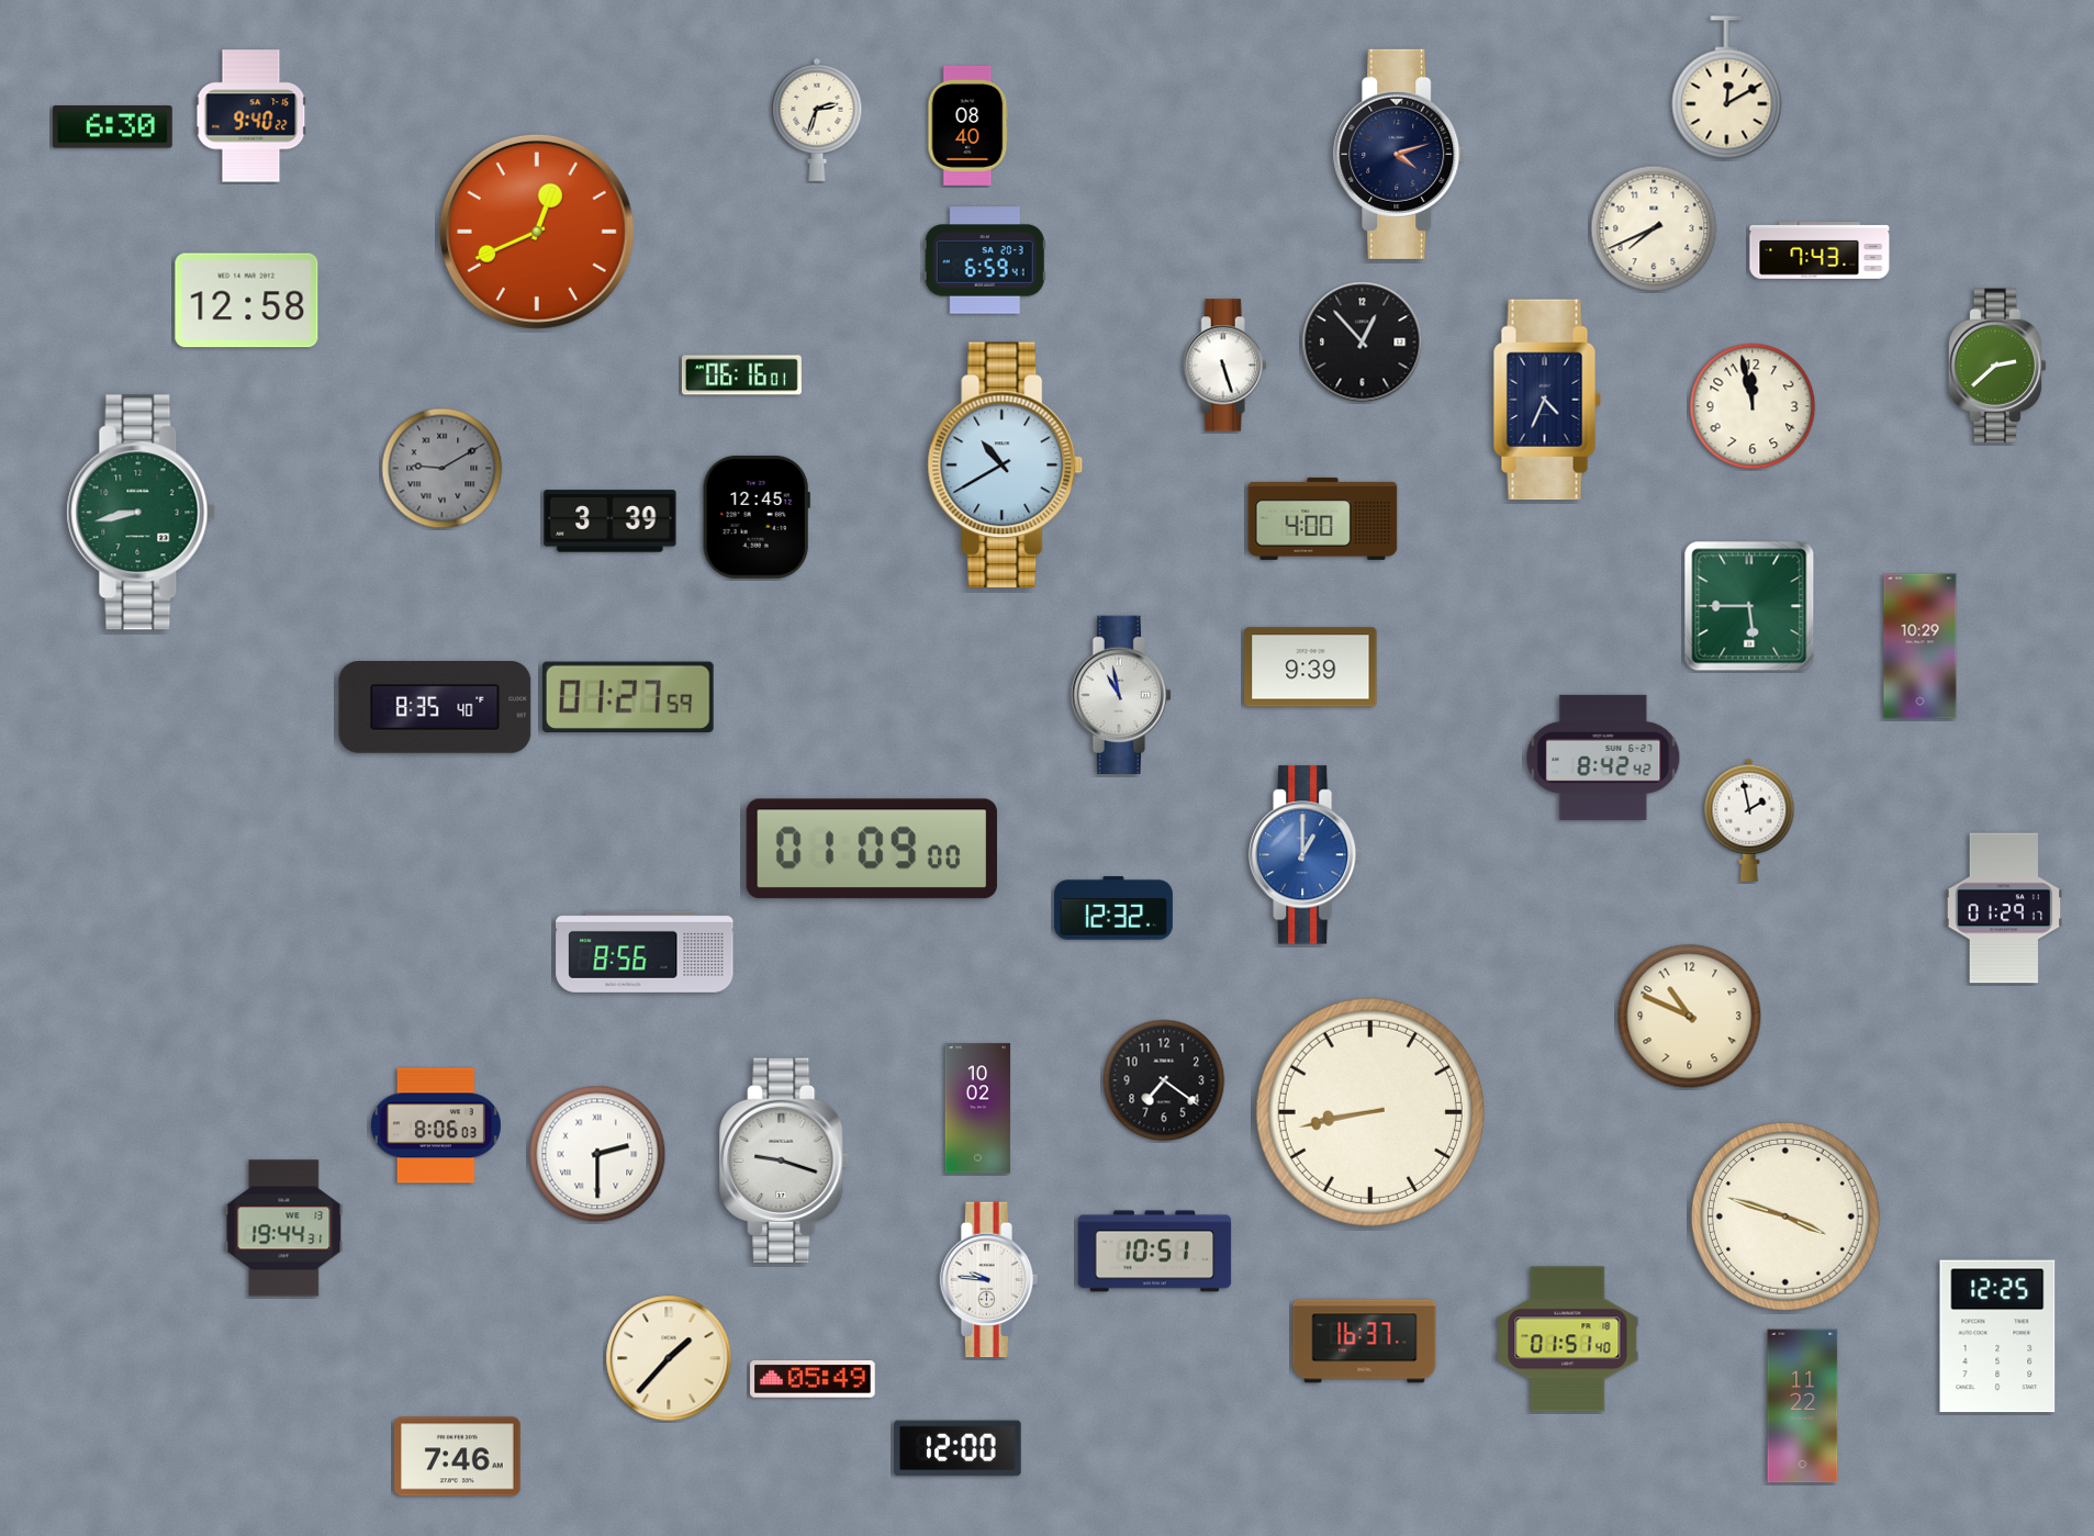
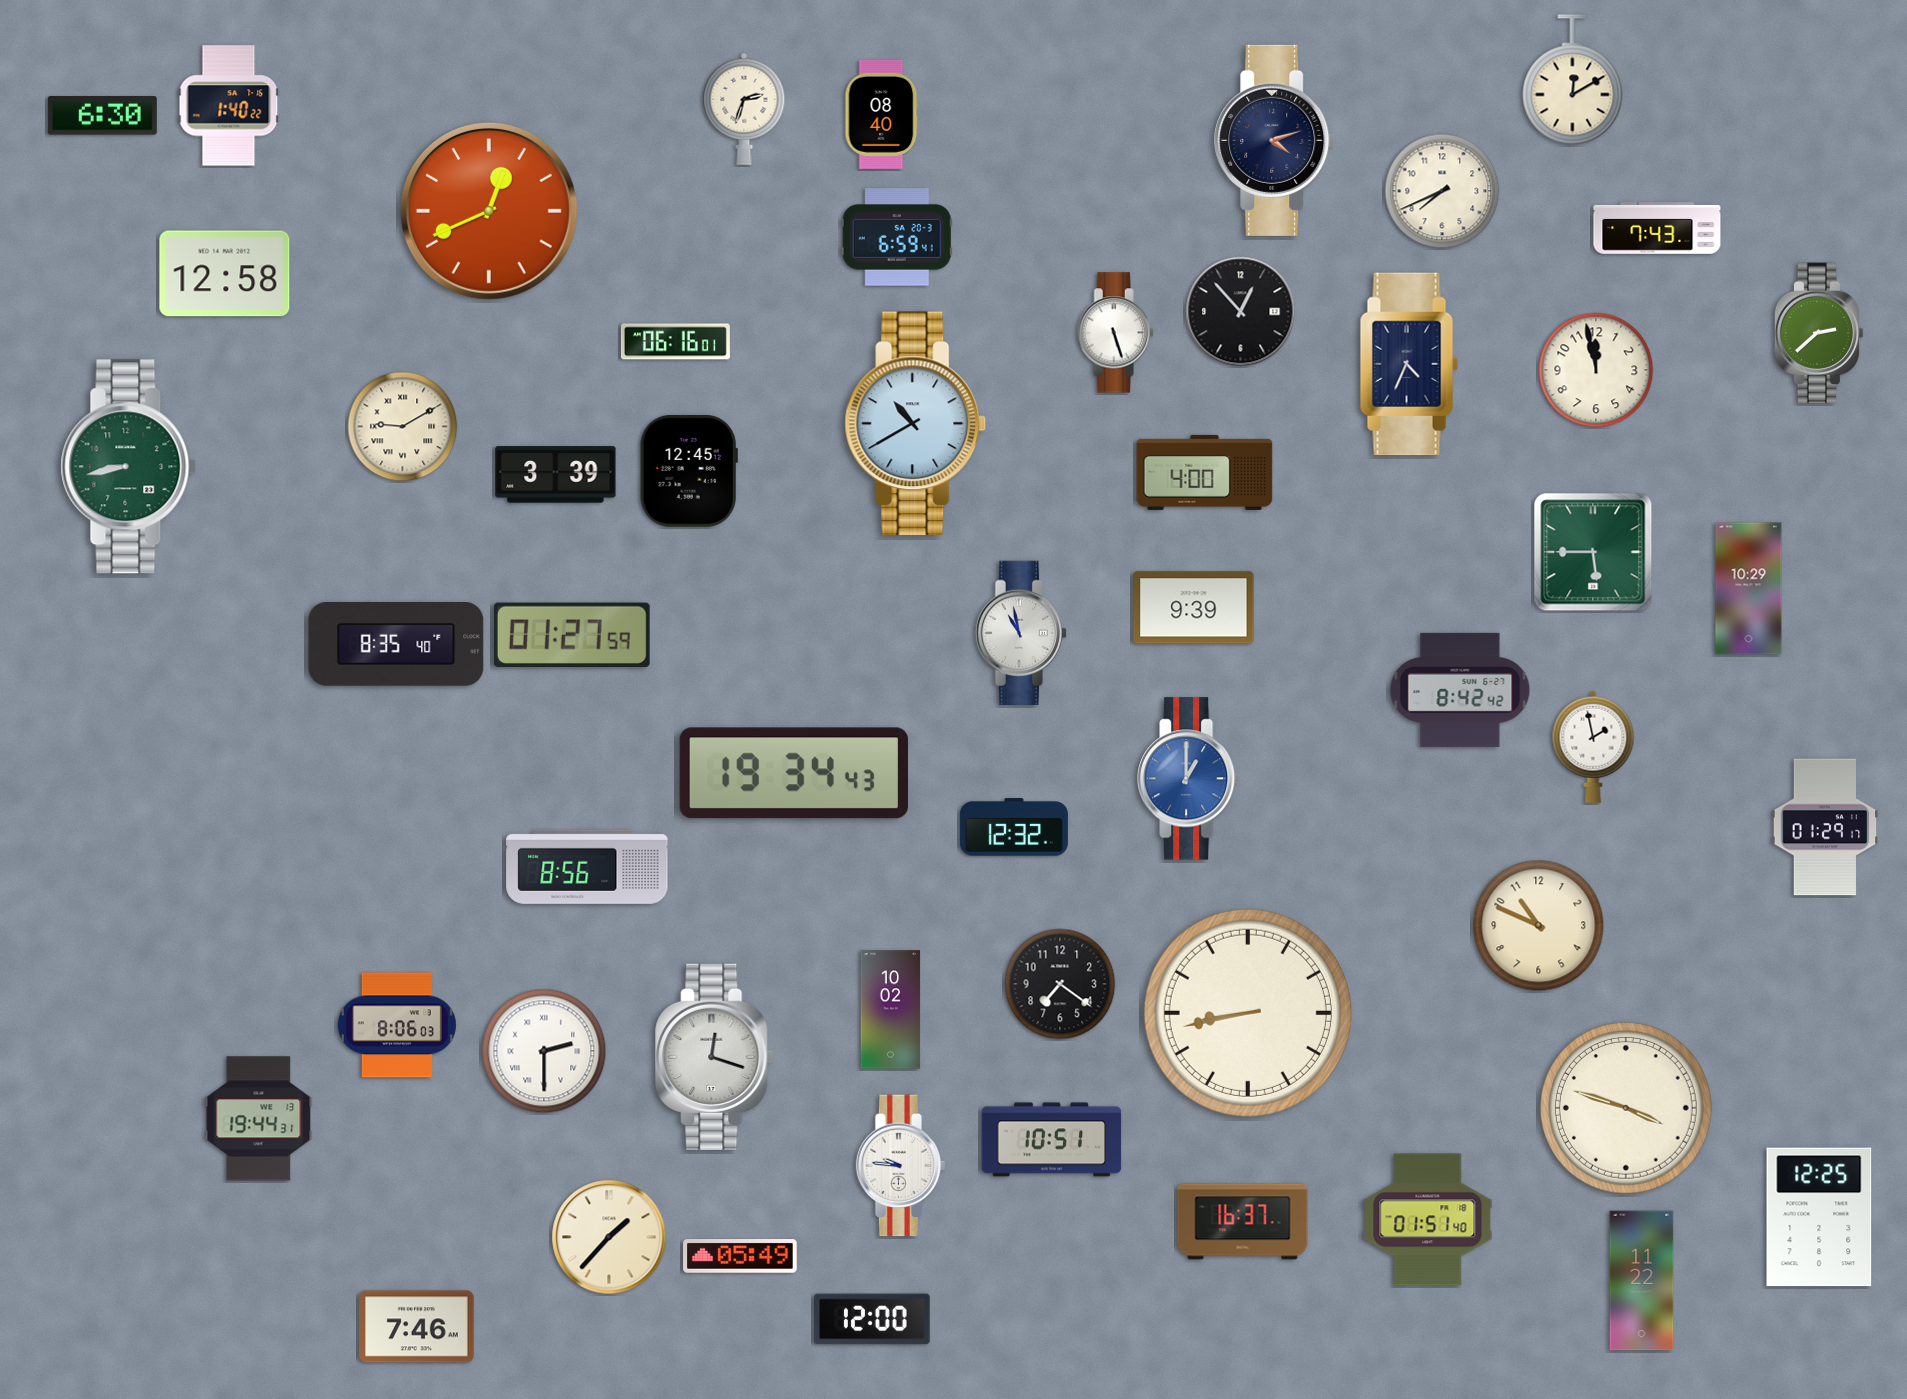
clock at (251, 116): 9:40 -> 1:40
clock at (1654, 228) position: (1654, 228) -> (1442, 191)
clock at (443, 469) dial: grey -> cream
clock at (872, 849): 01:09 -> 19:34
clock at (785, 1161): 9:18 -> 12:18
